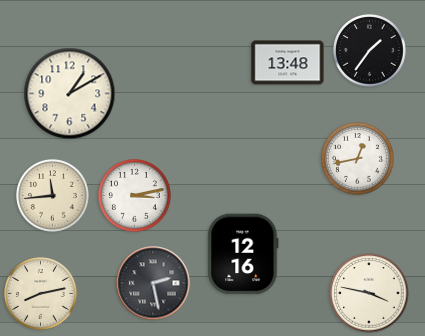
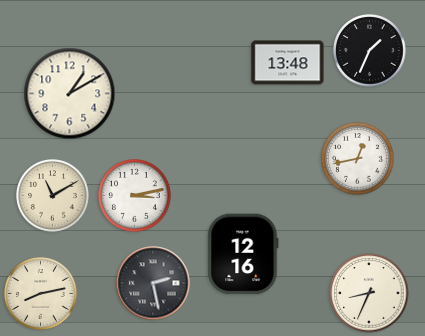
clock at (370, 51): 1:36 -> 1:34
clock at (53, 196): 11:44 -> 11:10
clock at (369, 293): 3:47 -> 8:34
